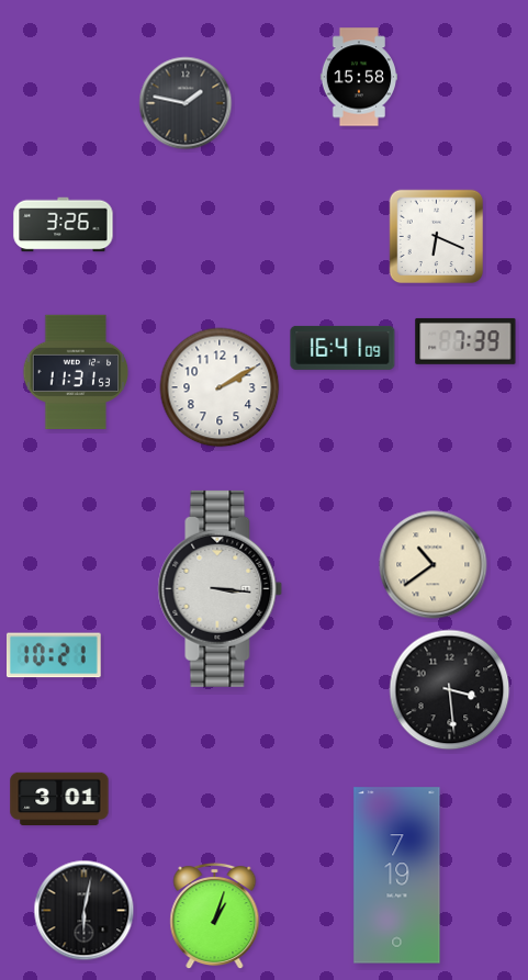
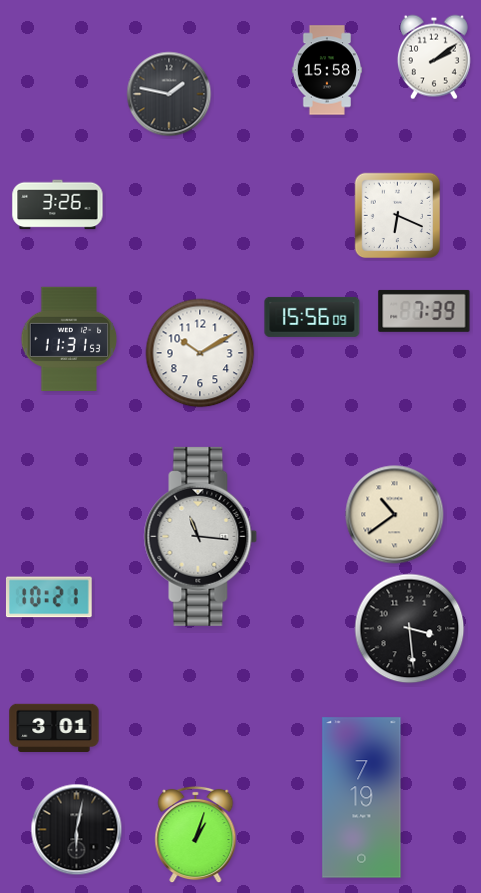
clock at (434, 57): none -> 2:09
clock at (342, 348): 16:41 -> 15:56
clock at (220, 387): 2:10 -> 10:10
clock at (221, 588): 3:16 -> 11:16
